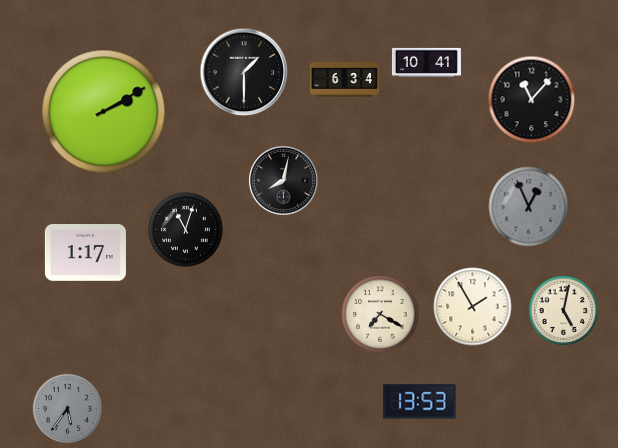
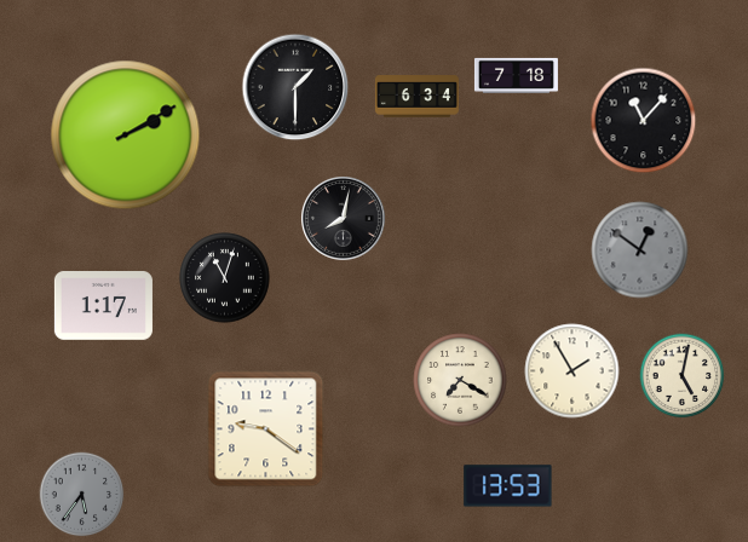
clock at (426, 62): 10:41 -> 7:18
clock at (529, 207): 12:56 -> 12:51
clock at (266, 429): none -> 9:21
